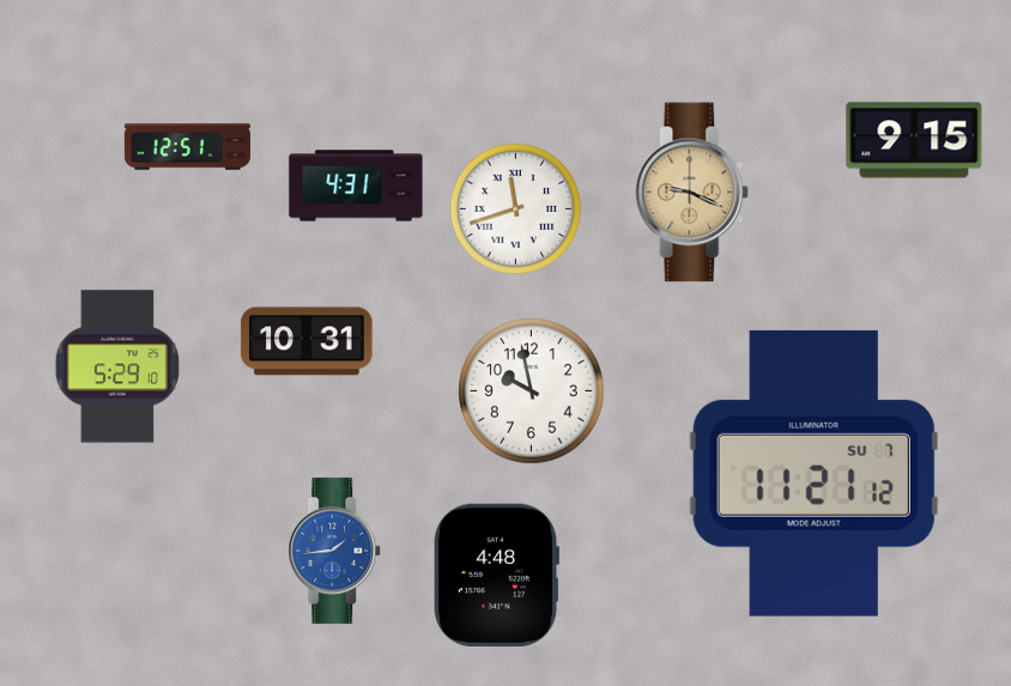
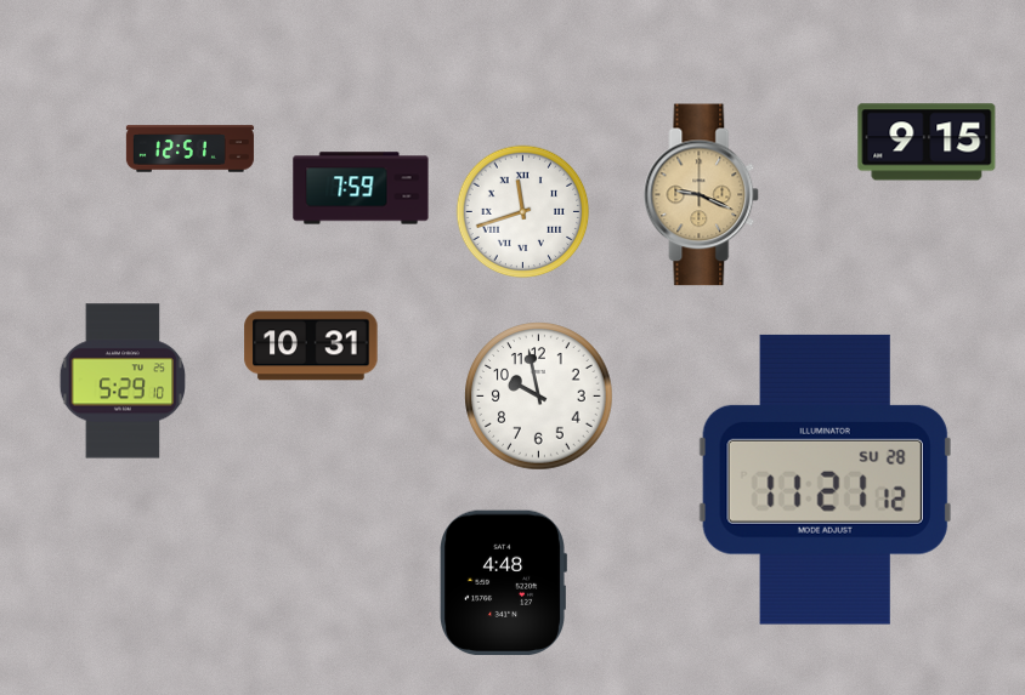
clock at (356, 186): 4:31 -> 7:59
clock at (117, 366) position: (117, 366) -> (123, 381)
clock at (813, 473) date: SU 7 -> SU 28
clock at (335, 551): 1:44 -> none
